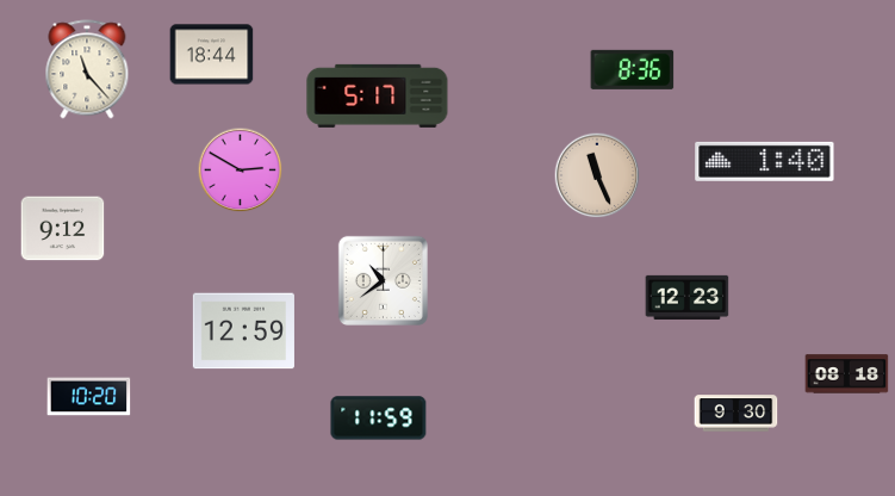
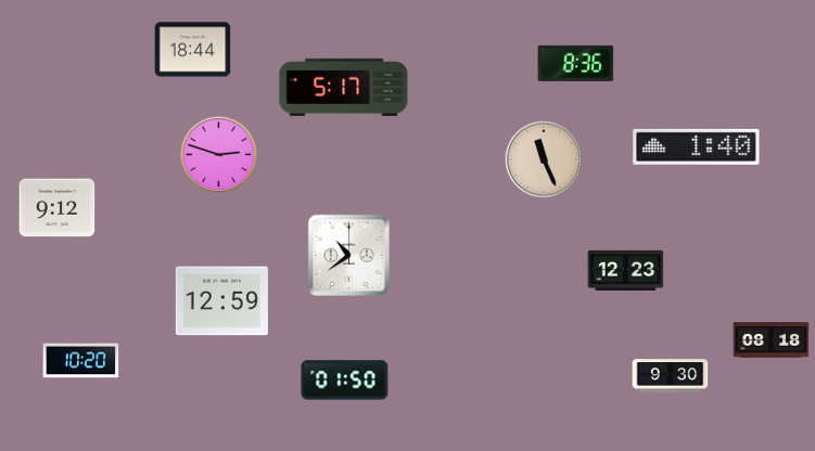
clock at (87, 69): 11:23 -> none
clock at (241, 170): 2:50 -> 2:48
clock at (379, 418): 11:59 -> 01:50
